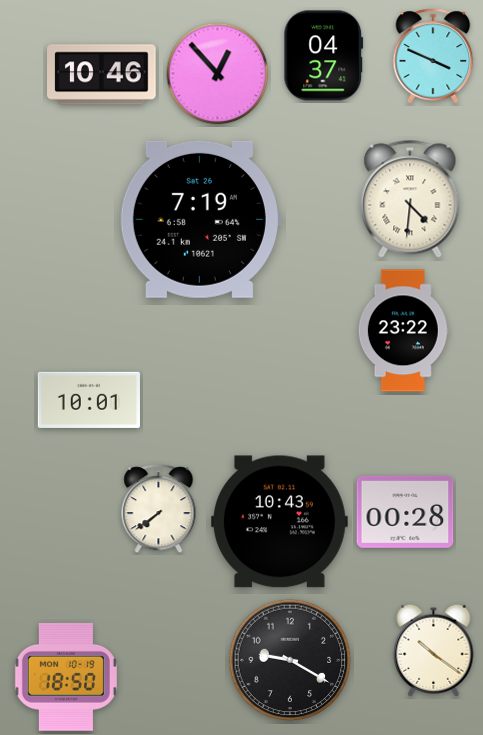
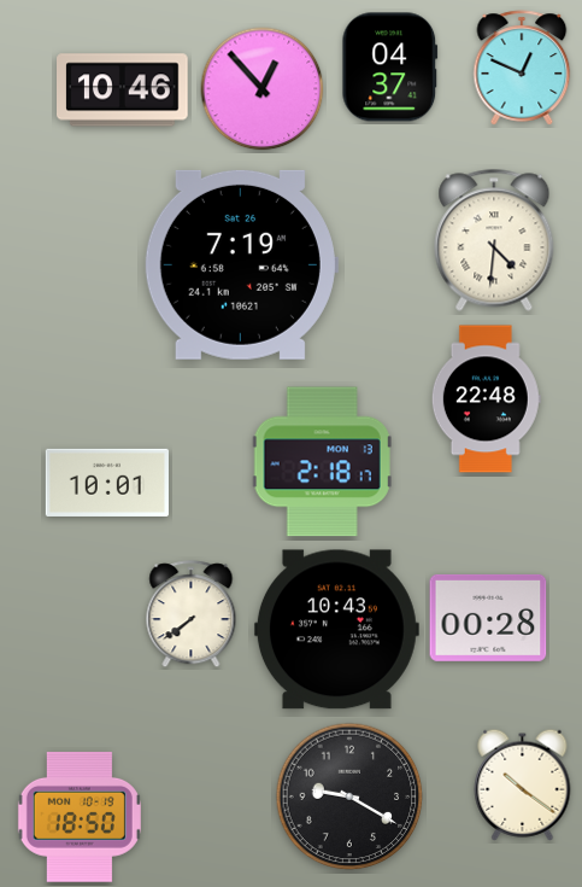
clock at (433, 56): 3:49 -> 12:49
clock at (403, 331): 23:22 -> 22:48
clock at (322, 462): none -> 2:18
